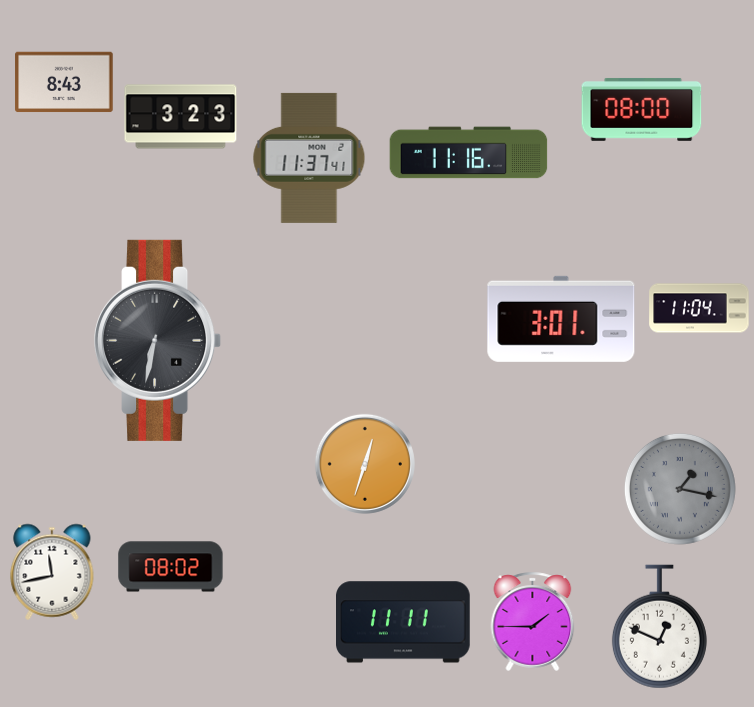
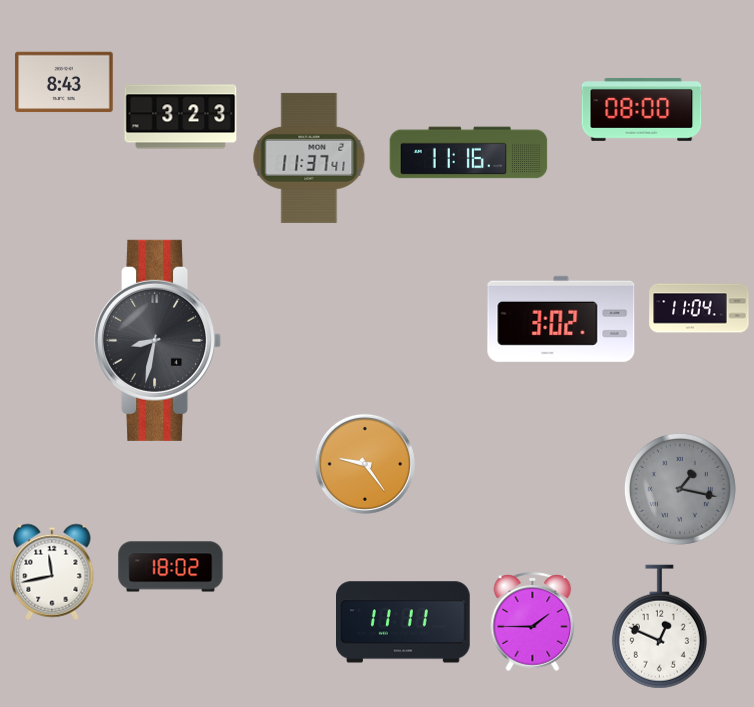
clock at (561, 319): 3:01 -> 3:02
clock at (158, 340): 6:32 -> 8:32
clock at (365, 464): 12:33 -> 9:24
clock at (171, 567): 08:02 -> 18:02
